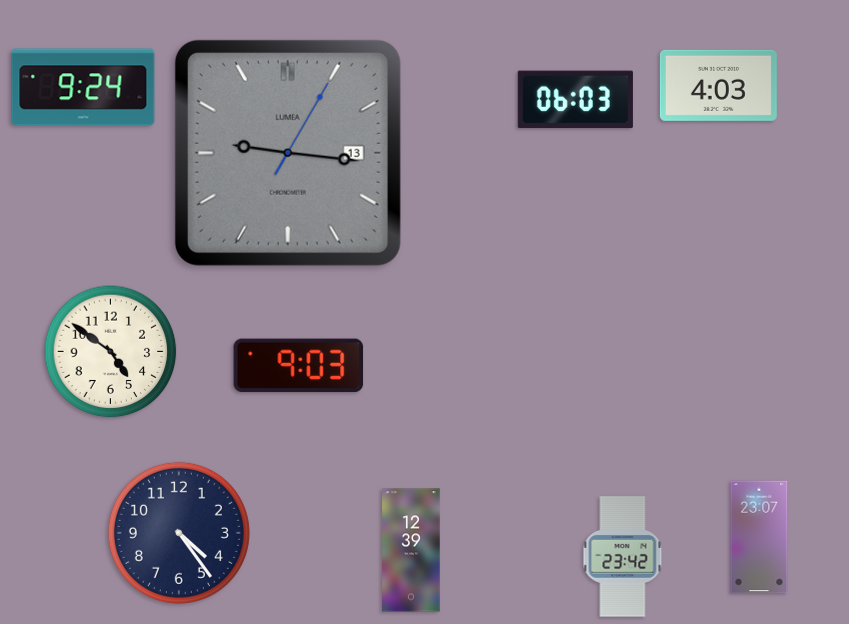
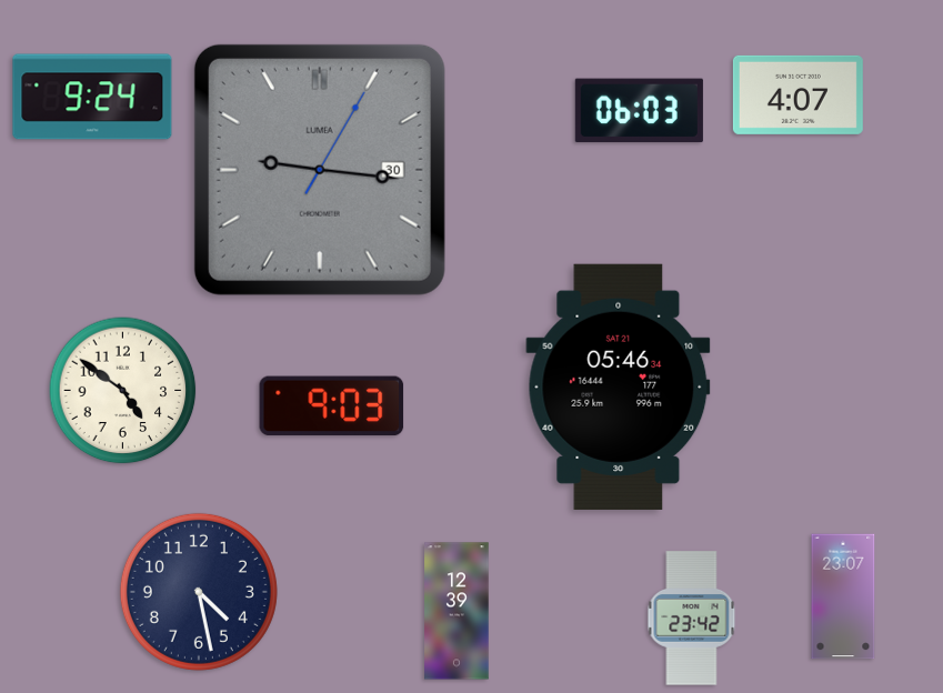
clock at (718, 85): 4:03 -> 4:07
clock at (288, 153) date: 13 -> 30
clock at (619, 386): none -> 05:46
clock at (179, 533): 4:24 -> 4:28
